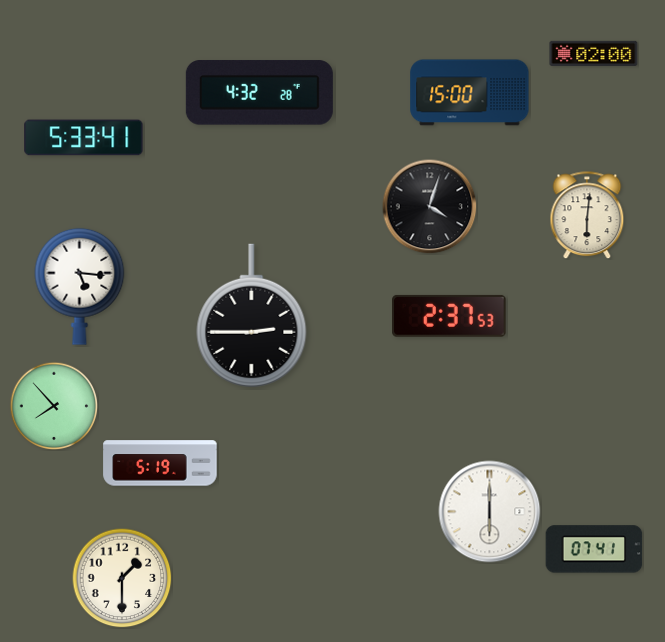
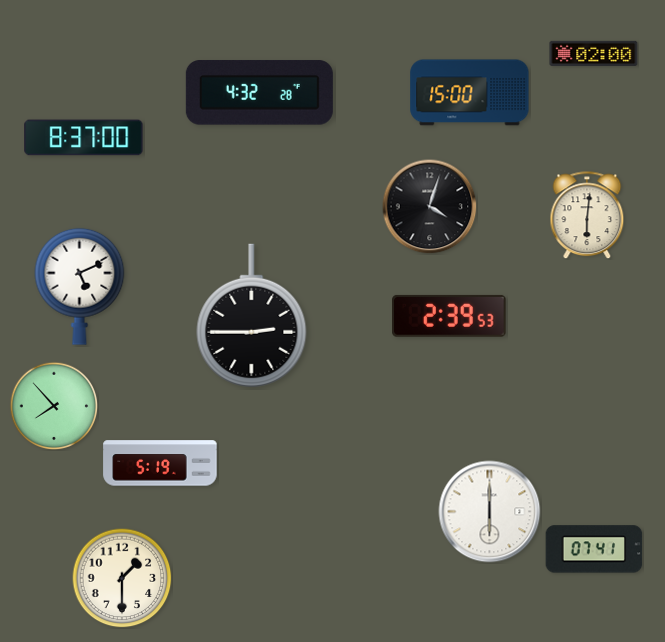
clock at (84, 138): 5:33 -> 8:37
clock at (80, 286): 5:16 -> 5:11
clock at (449, 316): 2:37 -> 2:39
